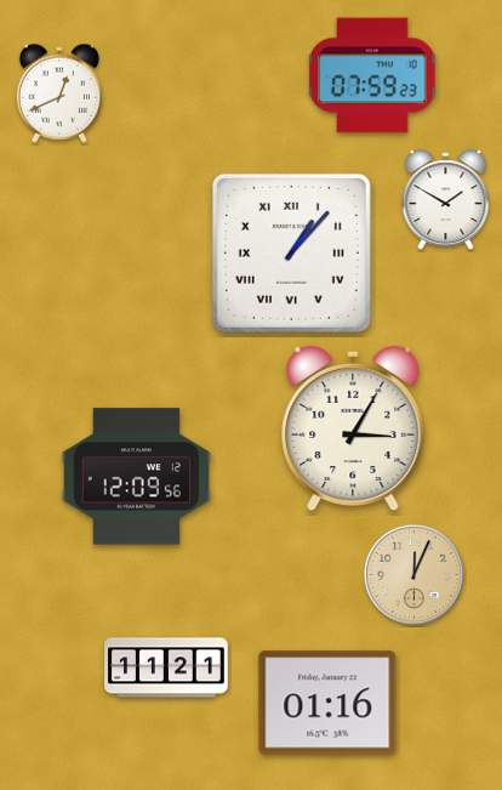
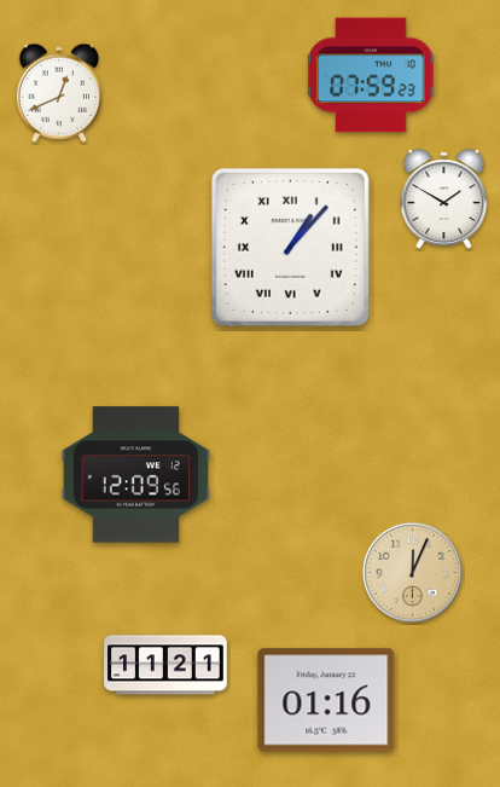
clock at (291, 252) position: (291, 252) -> (290, 247)
clock at (353, 428): 3:05 -> none
